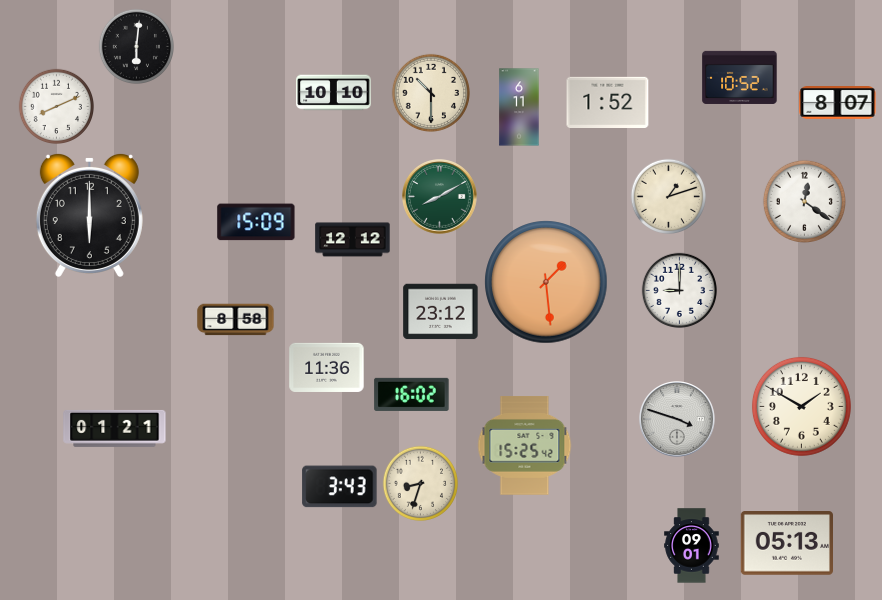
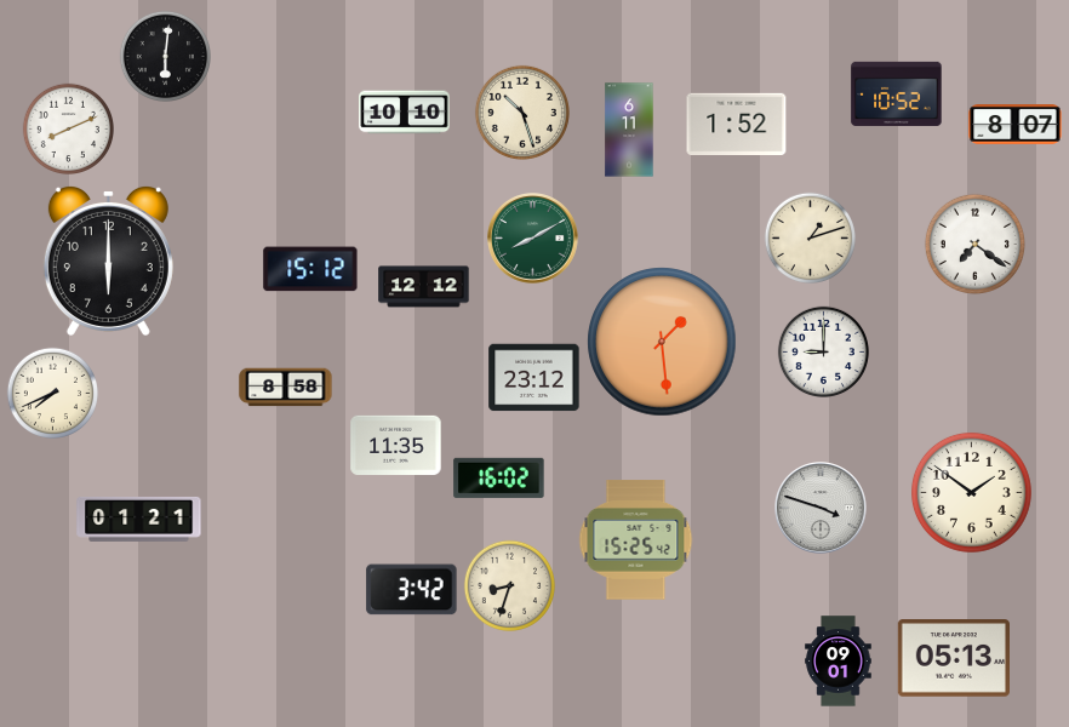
clock at (431, 93): 10:30 -> 10:27
clock at (804, 201): 12:21 -> 7:21
clock at (256, 222): 15:09 -> 15:12
clock at (353, 240) position: (353, 240) -> (424, 287)
clock at (52, 393): none -> 7:41
clock at (327, 367): 11:36 -> 11:35
clock at (801, 406): 1:50 -> 1:51
clock at (340, 487): 3:43 -> 3:42
